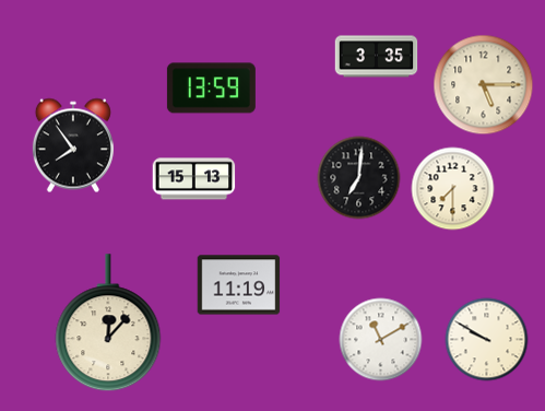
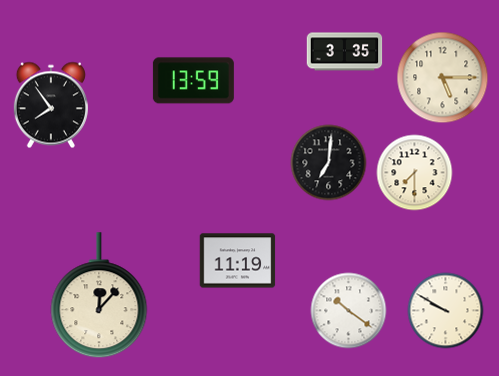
clock at (73, 145) position: (73, 145) -> (51, 105)
clock at (194, 179): 15:13 -> none
clock at (239, 285) position: (239, 285) -> (238, 261)
clock at (381, 340): 11:10 -> 10:21
